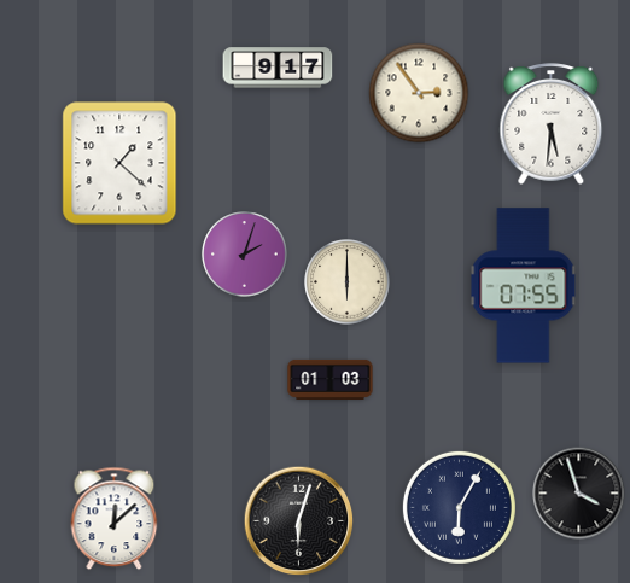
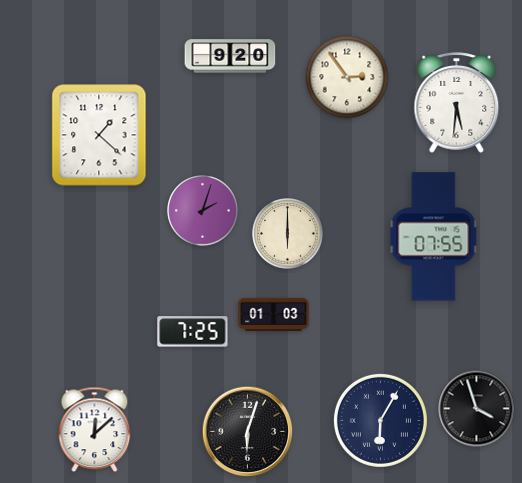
clock at (278, 68): 9:17 -> 9:20
clock at (193, 332): none -> 7:25
clock at (579, 494) position: (579, 494) -> (477, 409)
